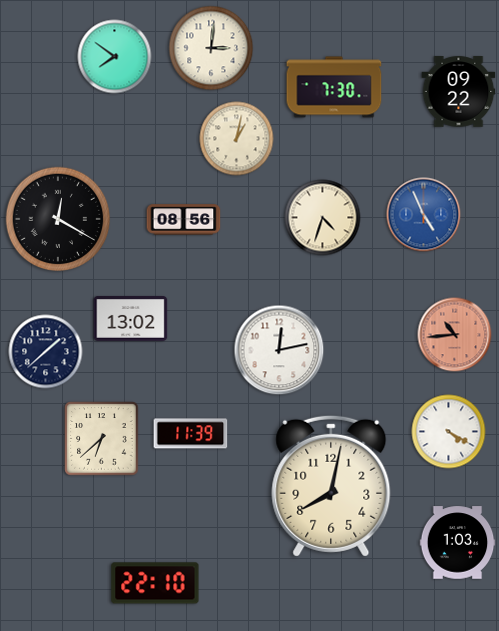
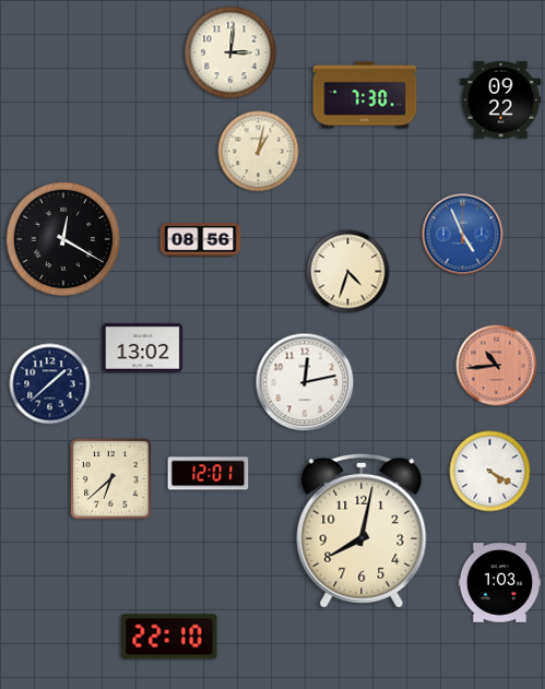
clock at (115, 57): 7:51 -> none
clock at (323, 218) position: (323, 218) -> (348, 272)
clock at (191, 434): 11:39 -> 12:01
clock at (458, 543) position: (458, 543) -> (500, 583)
